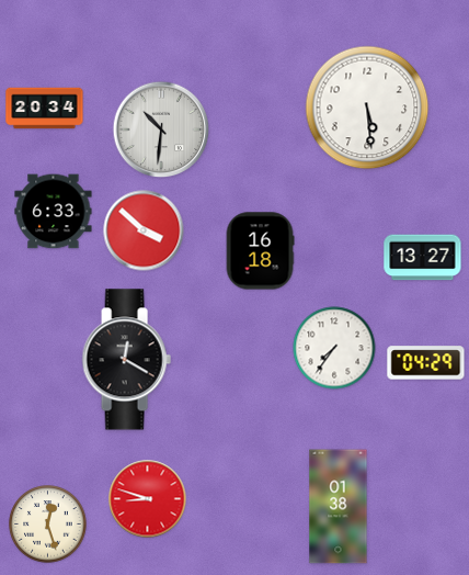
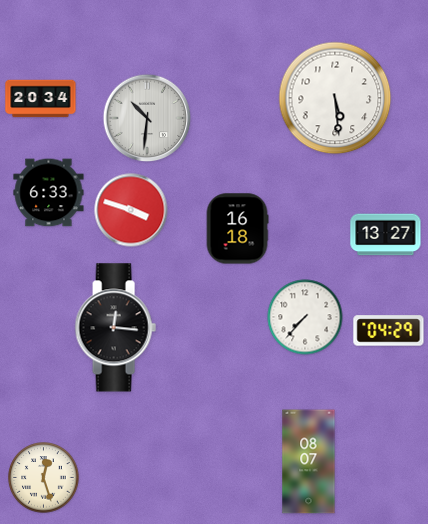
clock at (144, 230): 3:52 -> 3:48
clock at (334, 348): 7:36 -> 7:37
clock at (126, 360): 12:20 -> 12:16
clock at (148, 499): 8:48 -> none
clock at (339, 507): 01:38 -> 08:07
